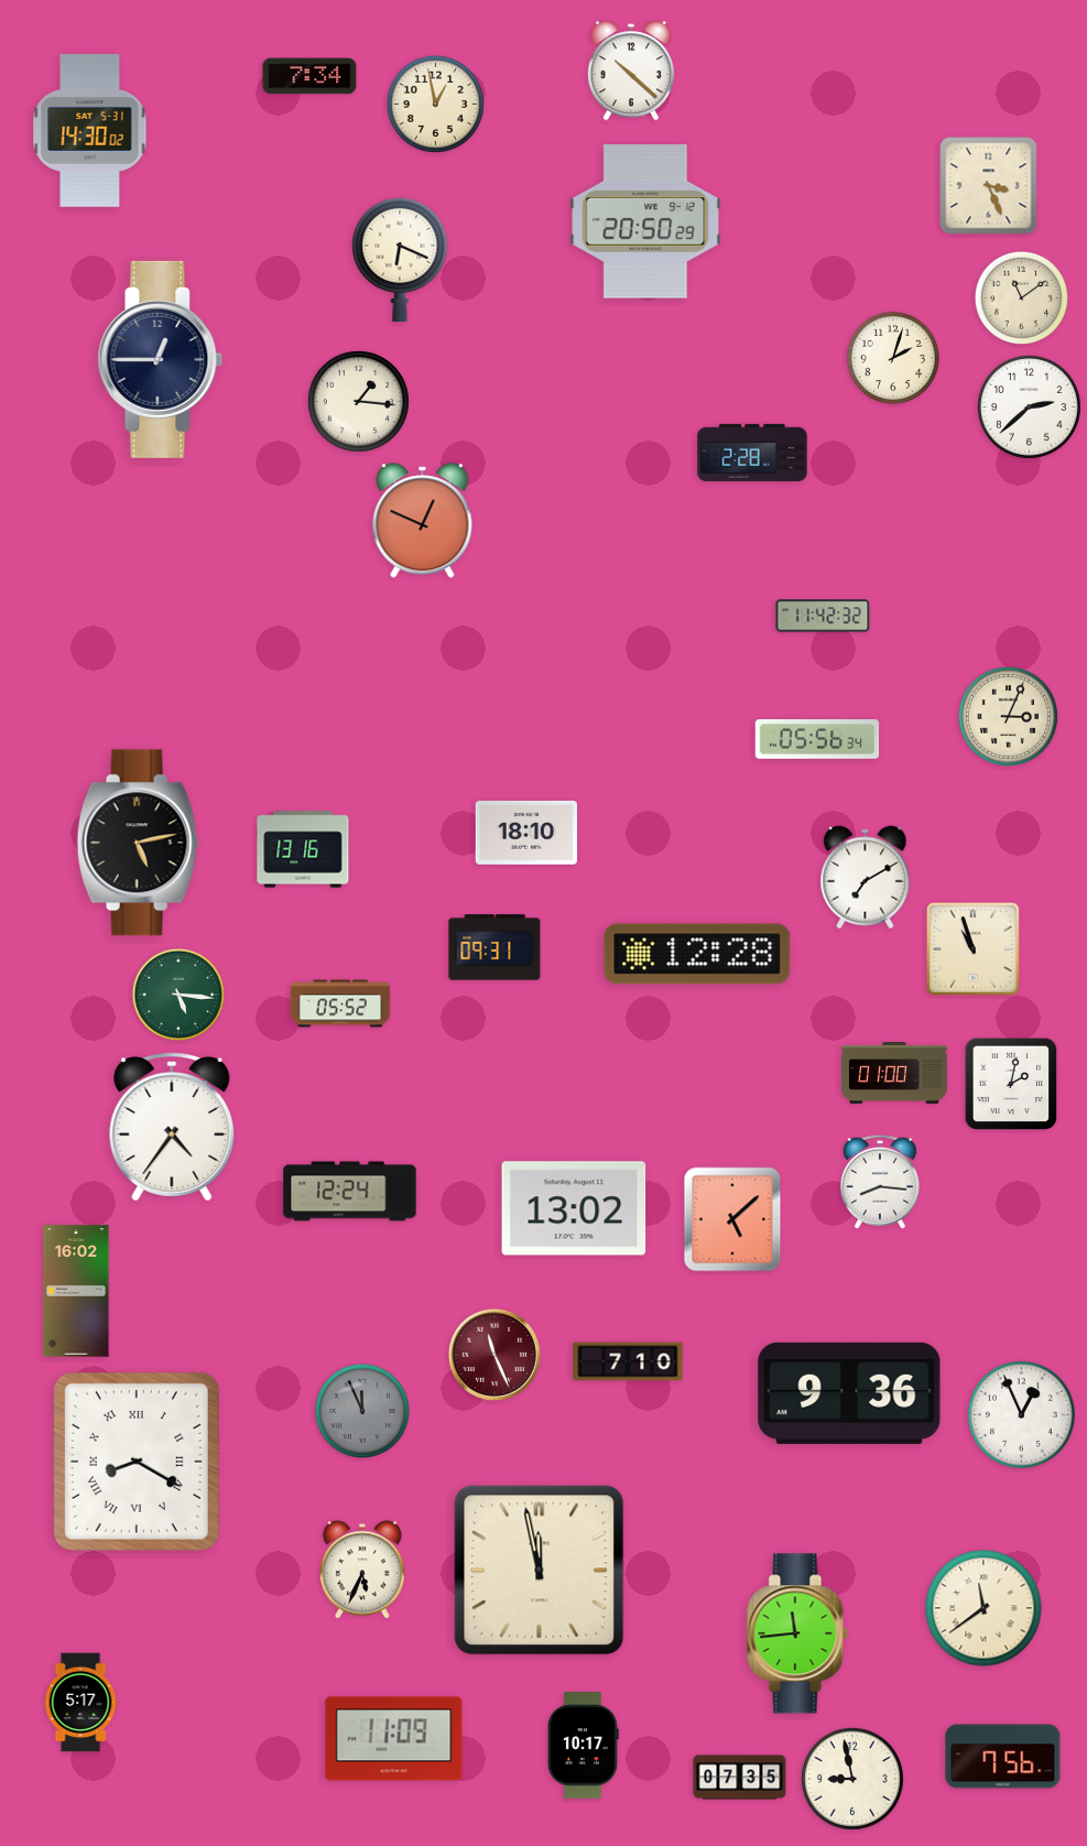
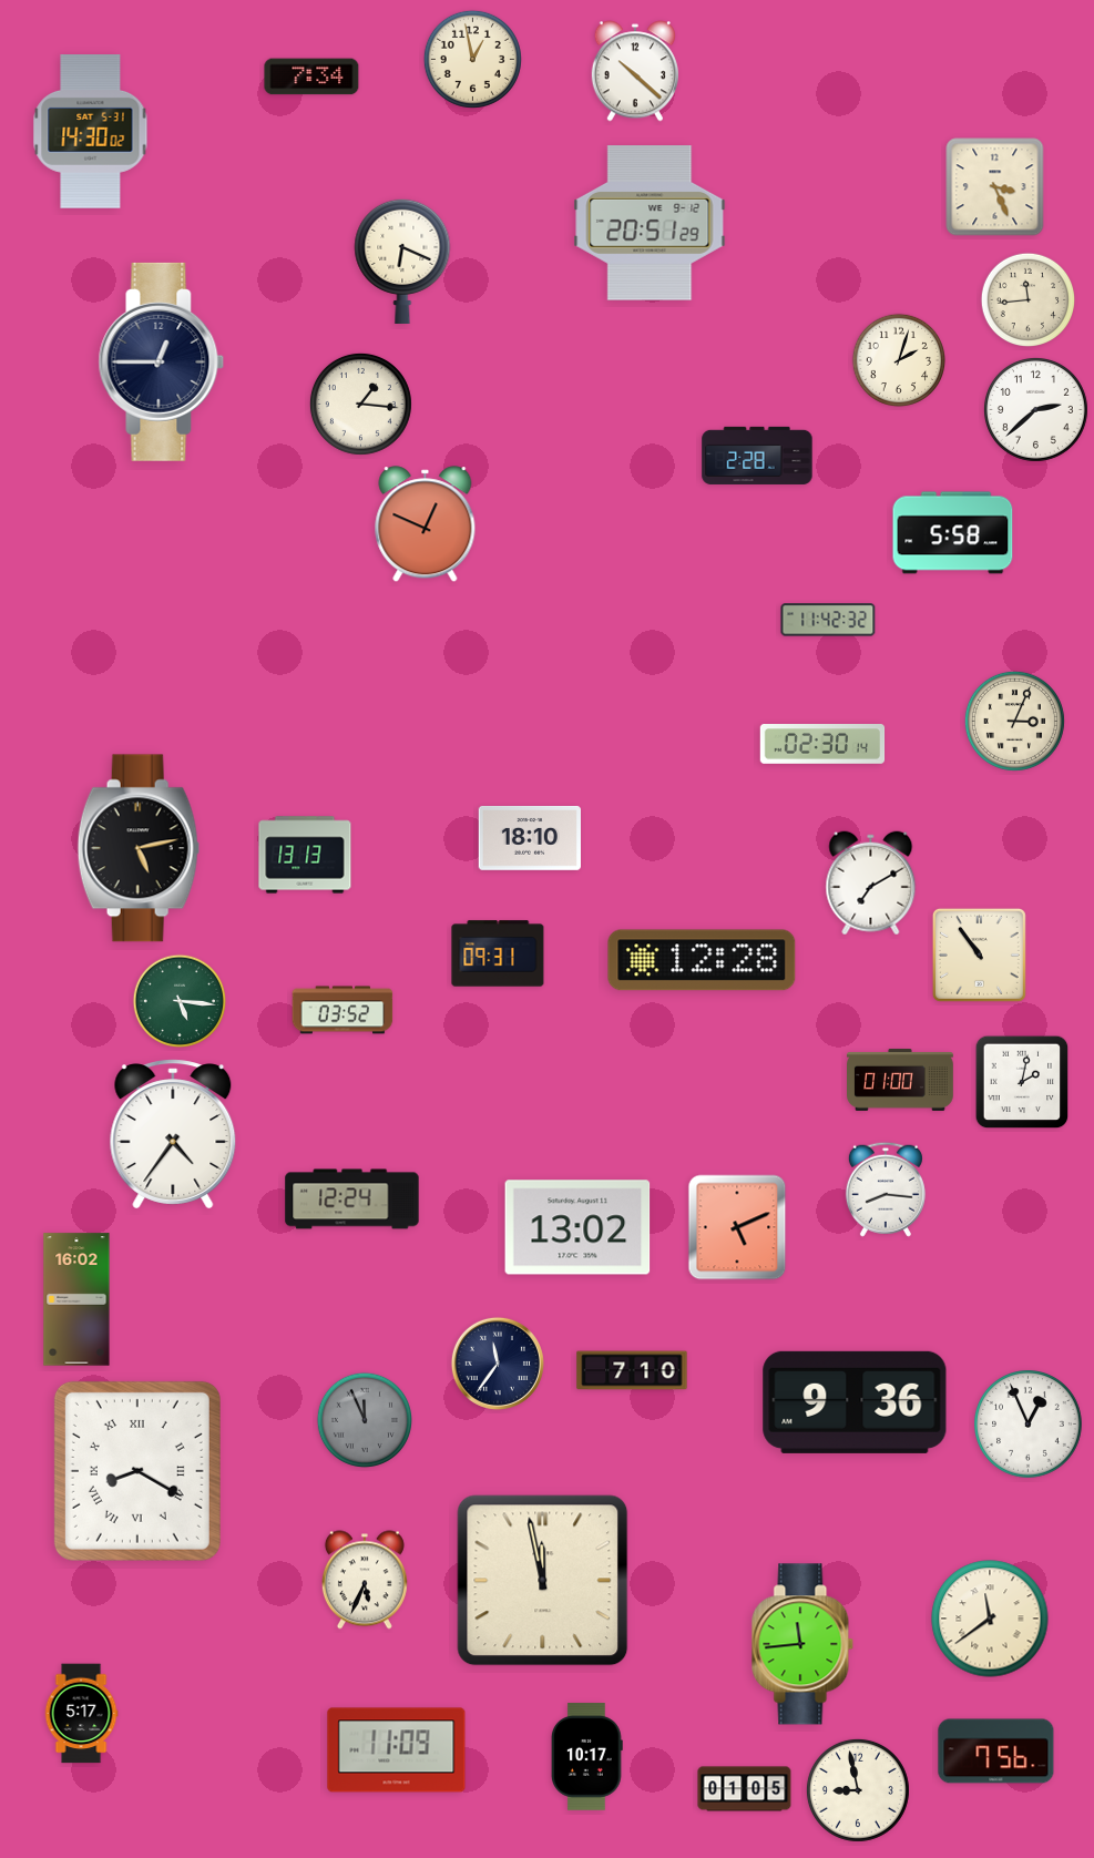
clock at (435, 104) position: (435, 104) -> (472, 59)
clock at (645, 221): 20:50 -> 20:51
clock at (1021, 297): 11:09 -> 11:44
clock at (953, 533): none -> 5:58
clock at (817, 740): 05:56 -> 02:30
clock at (303, 849): 13:16 -> 13:13
clock at (972, 948): 10:57 -> 10:54
clock at (340, 1003): 05:52 -> 03:52
clock at (1011, 1084) position: (1011, 1084) -> (1022, 1082)
clock at (574, 1208) position: (574, 1208) -> (577, 1227)
clock at (732, 1219): 5:08 -> 5:11
clock at (494, 1355): 11:26 -> 11:36
clock at (494, 1355) dial: burgundy -> navy
clock at (1003, 1757) position: (1003, 1757) -> (996, 1752)
clock at (740, 1778): 07:35 -> 01:05
